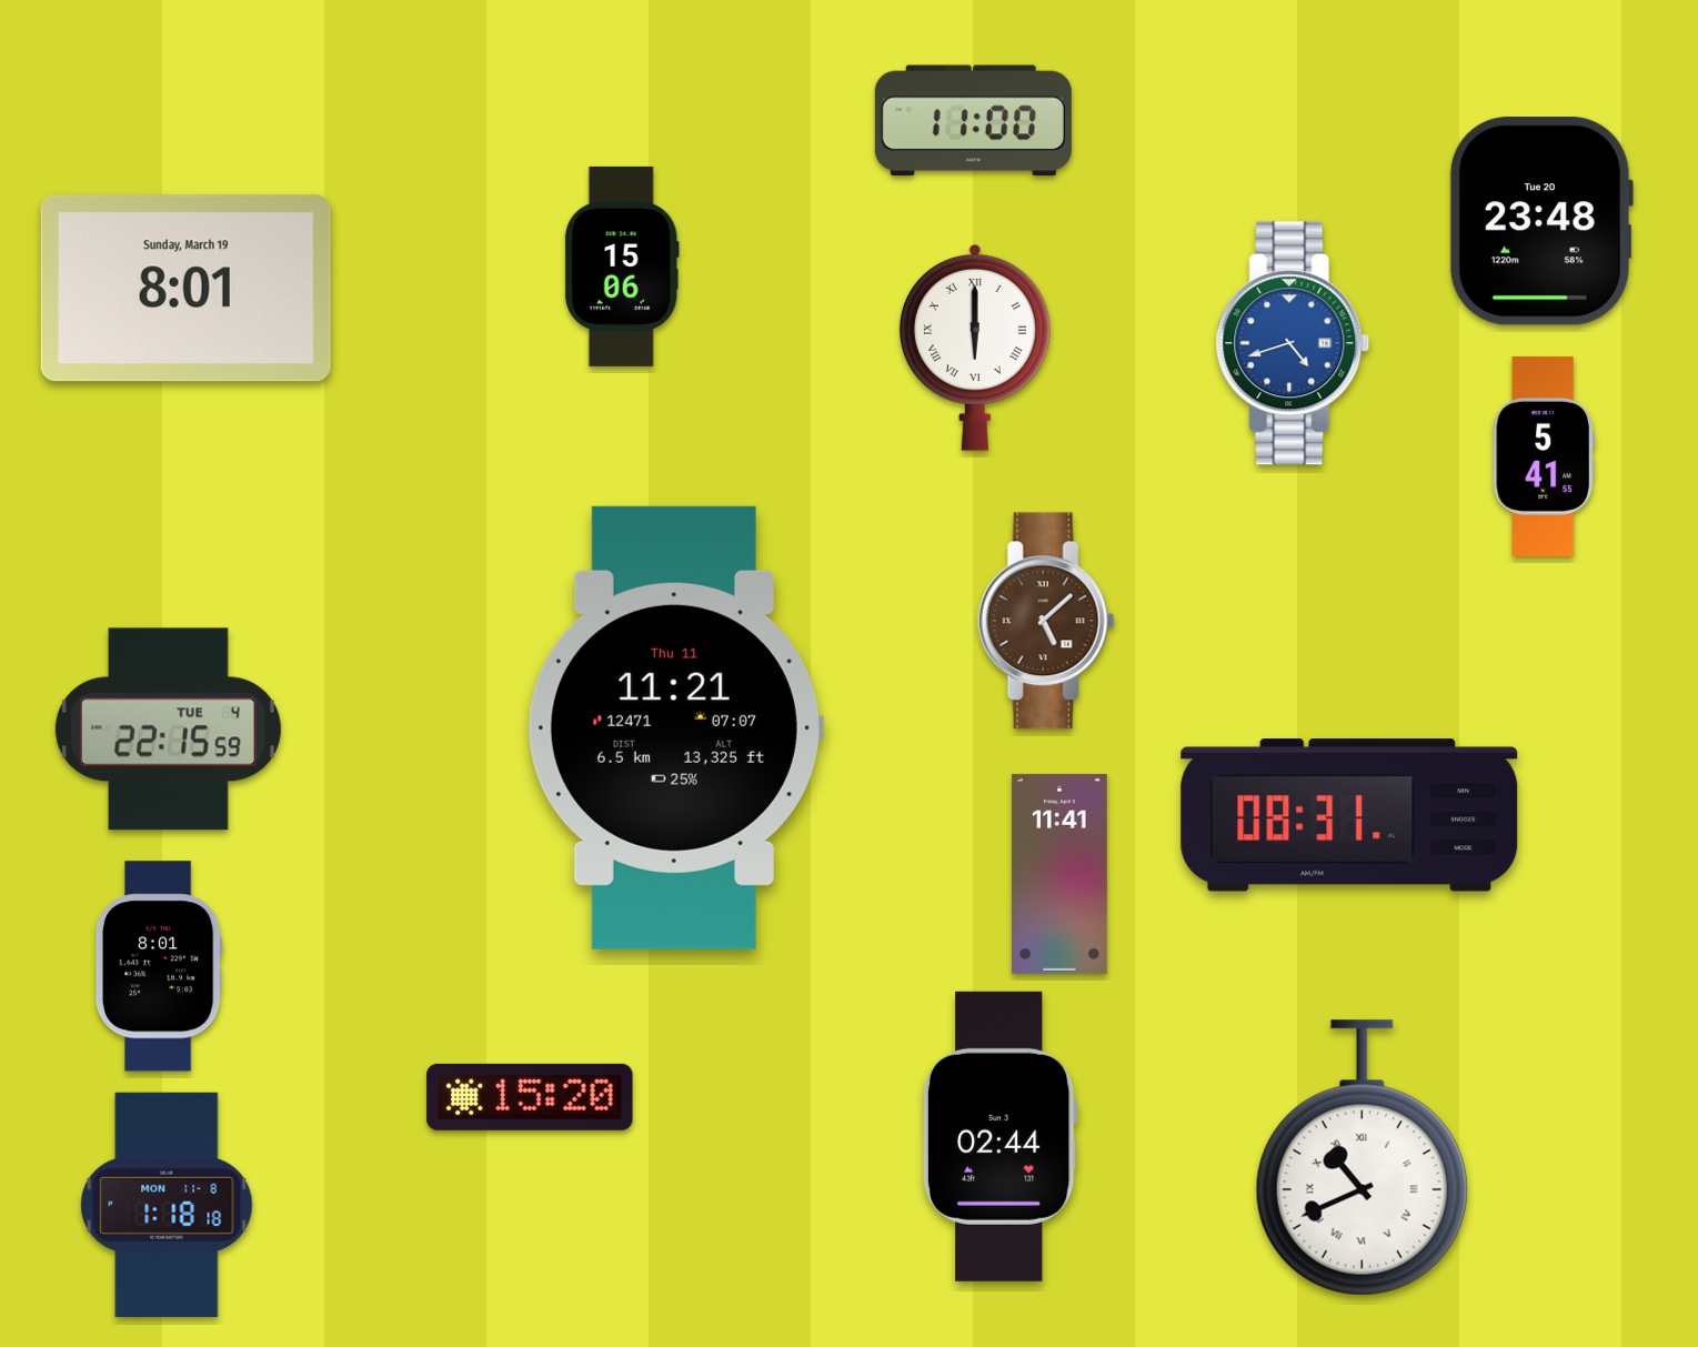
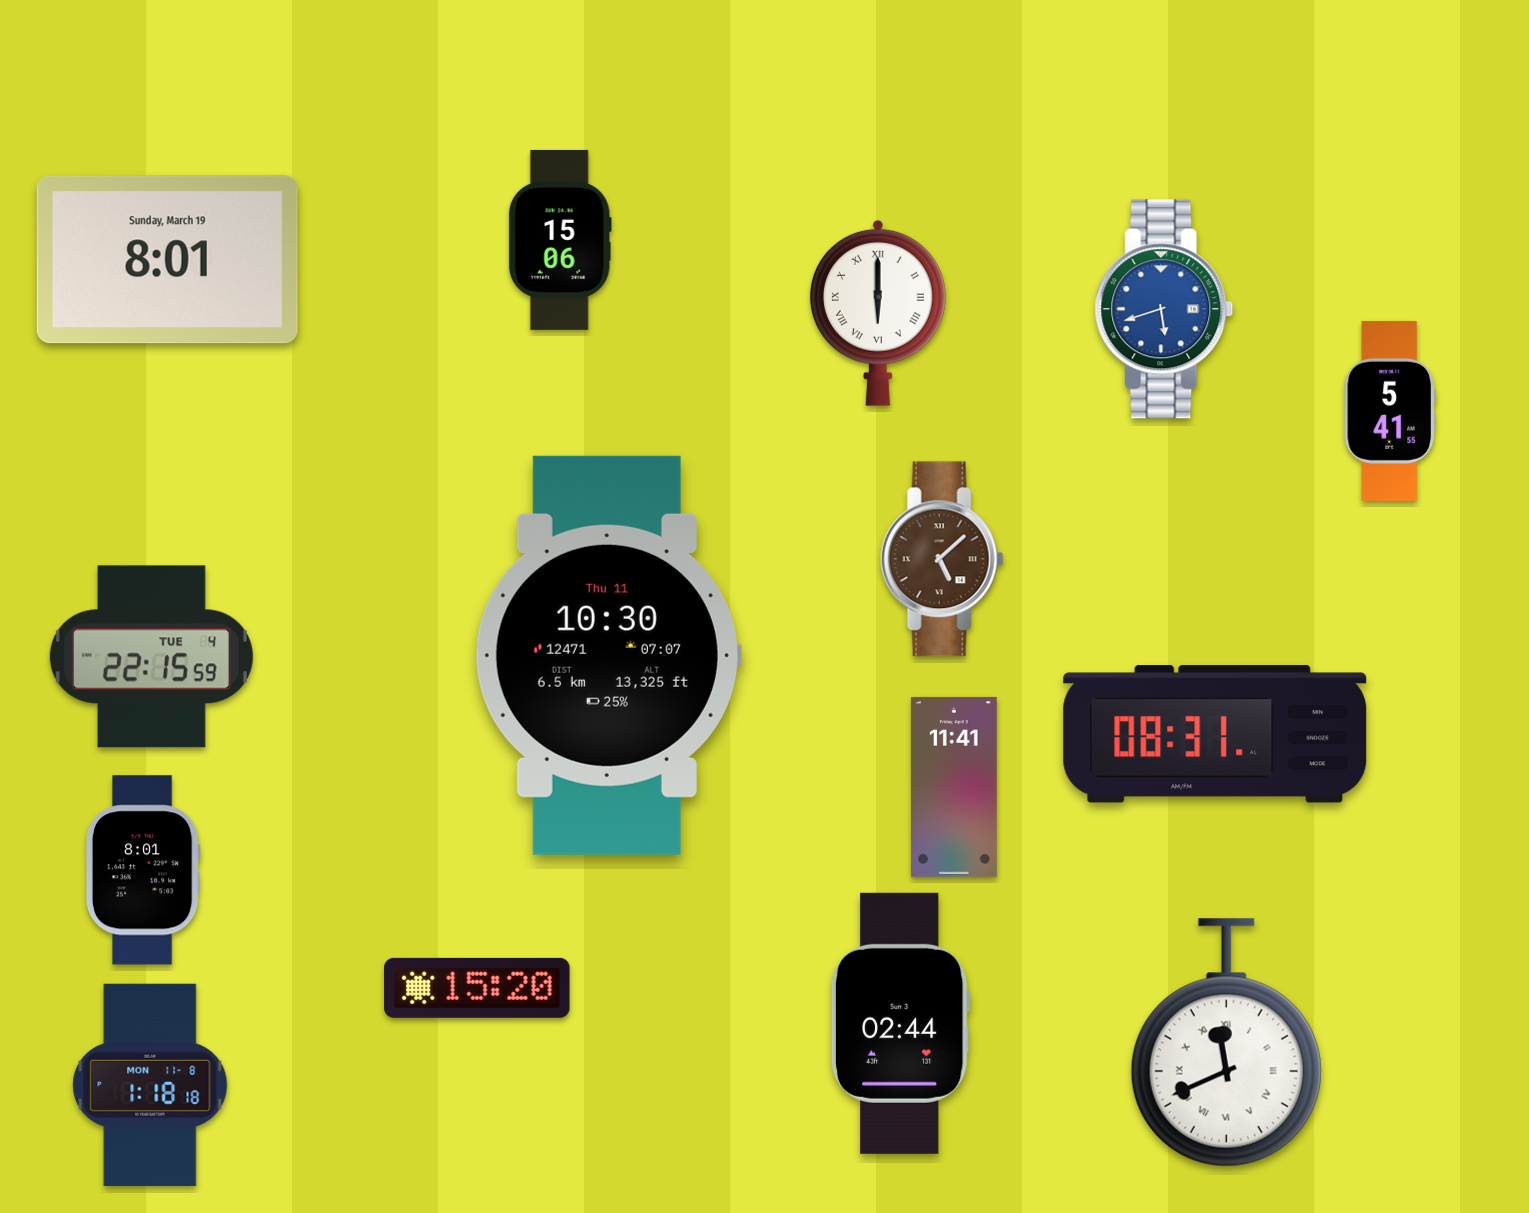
clock at (973, 121): 11:00 -> none
clock at (1540, 221): 23:48 -> none
clock at (1293, 343): 4:42 -> 5:42
clock at (675, 727): 11:21 -> 10:30
clock at (1362, 1158): 10:41 -> 11:41
